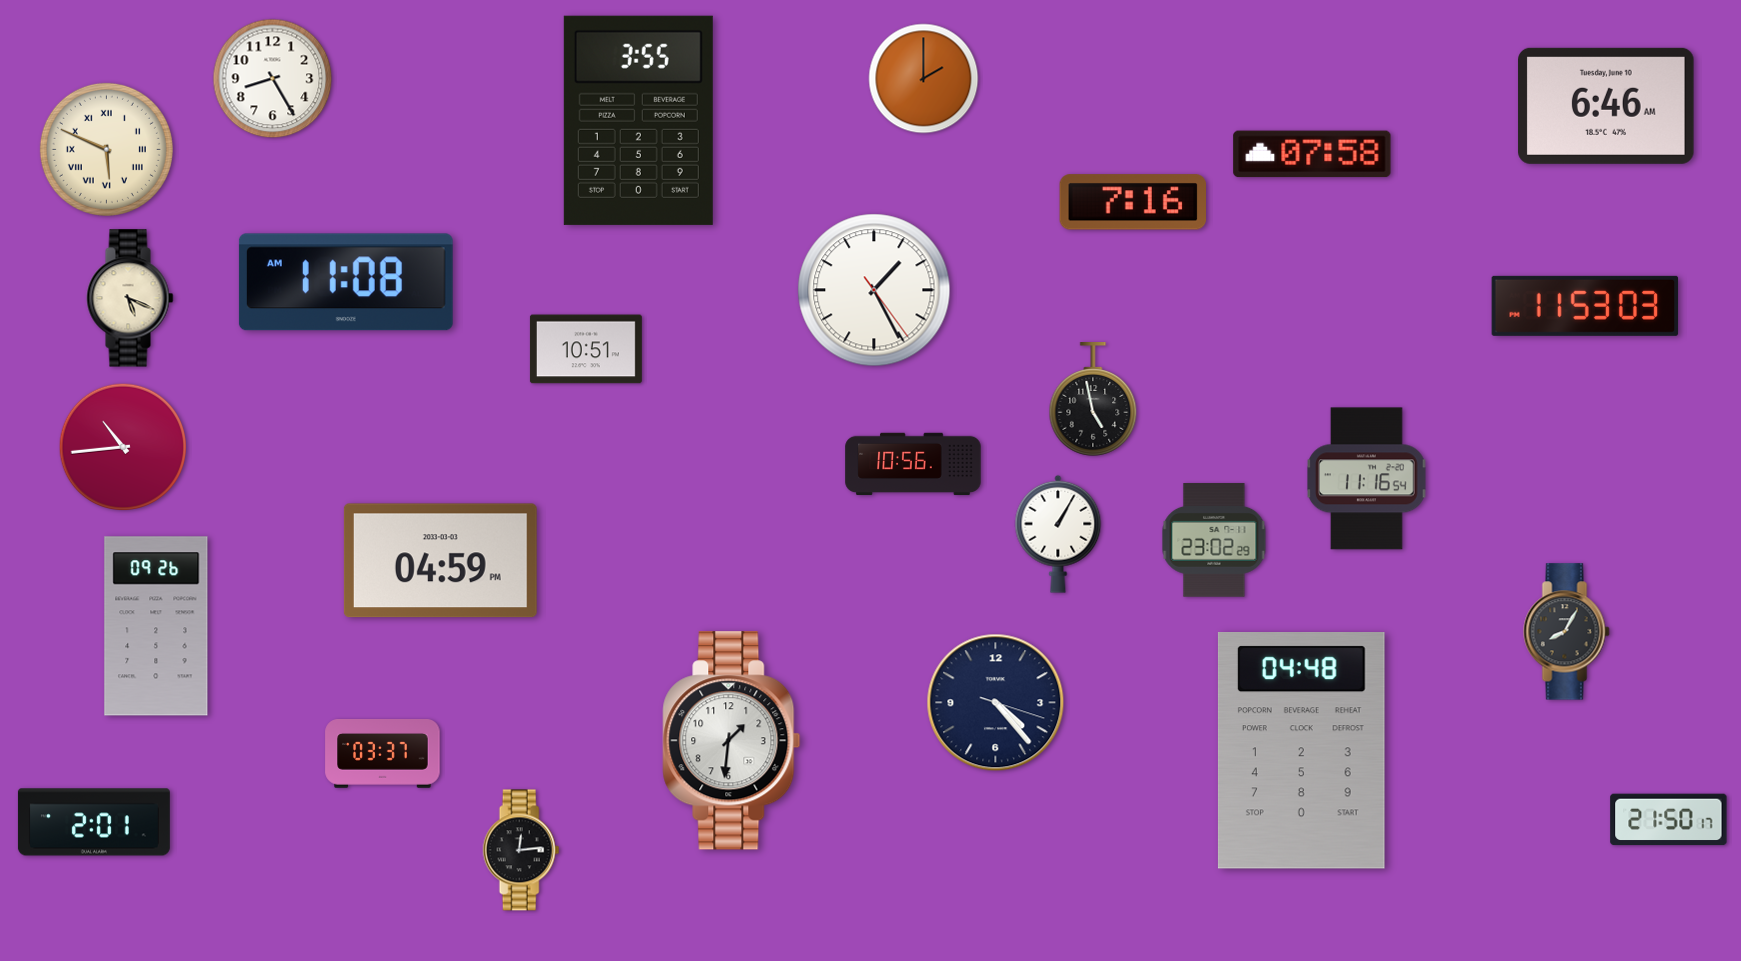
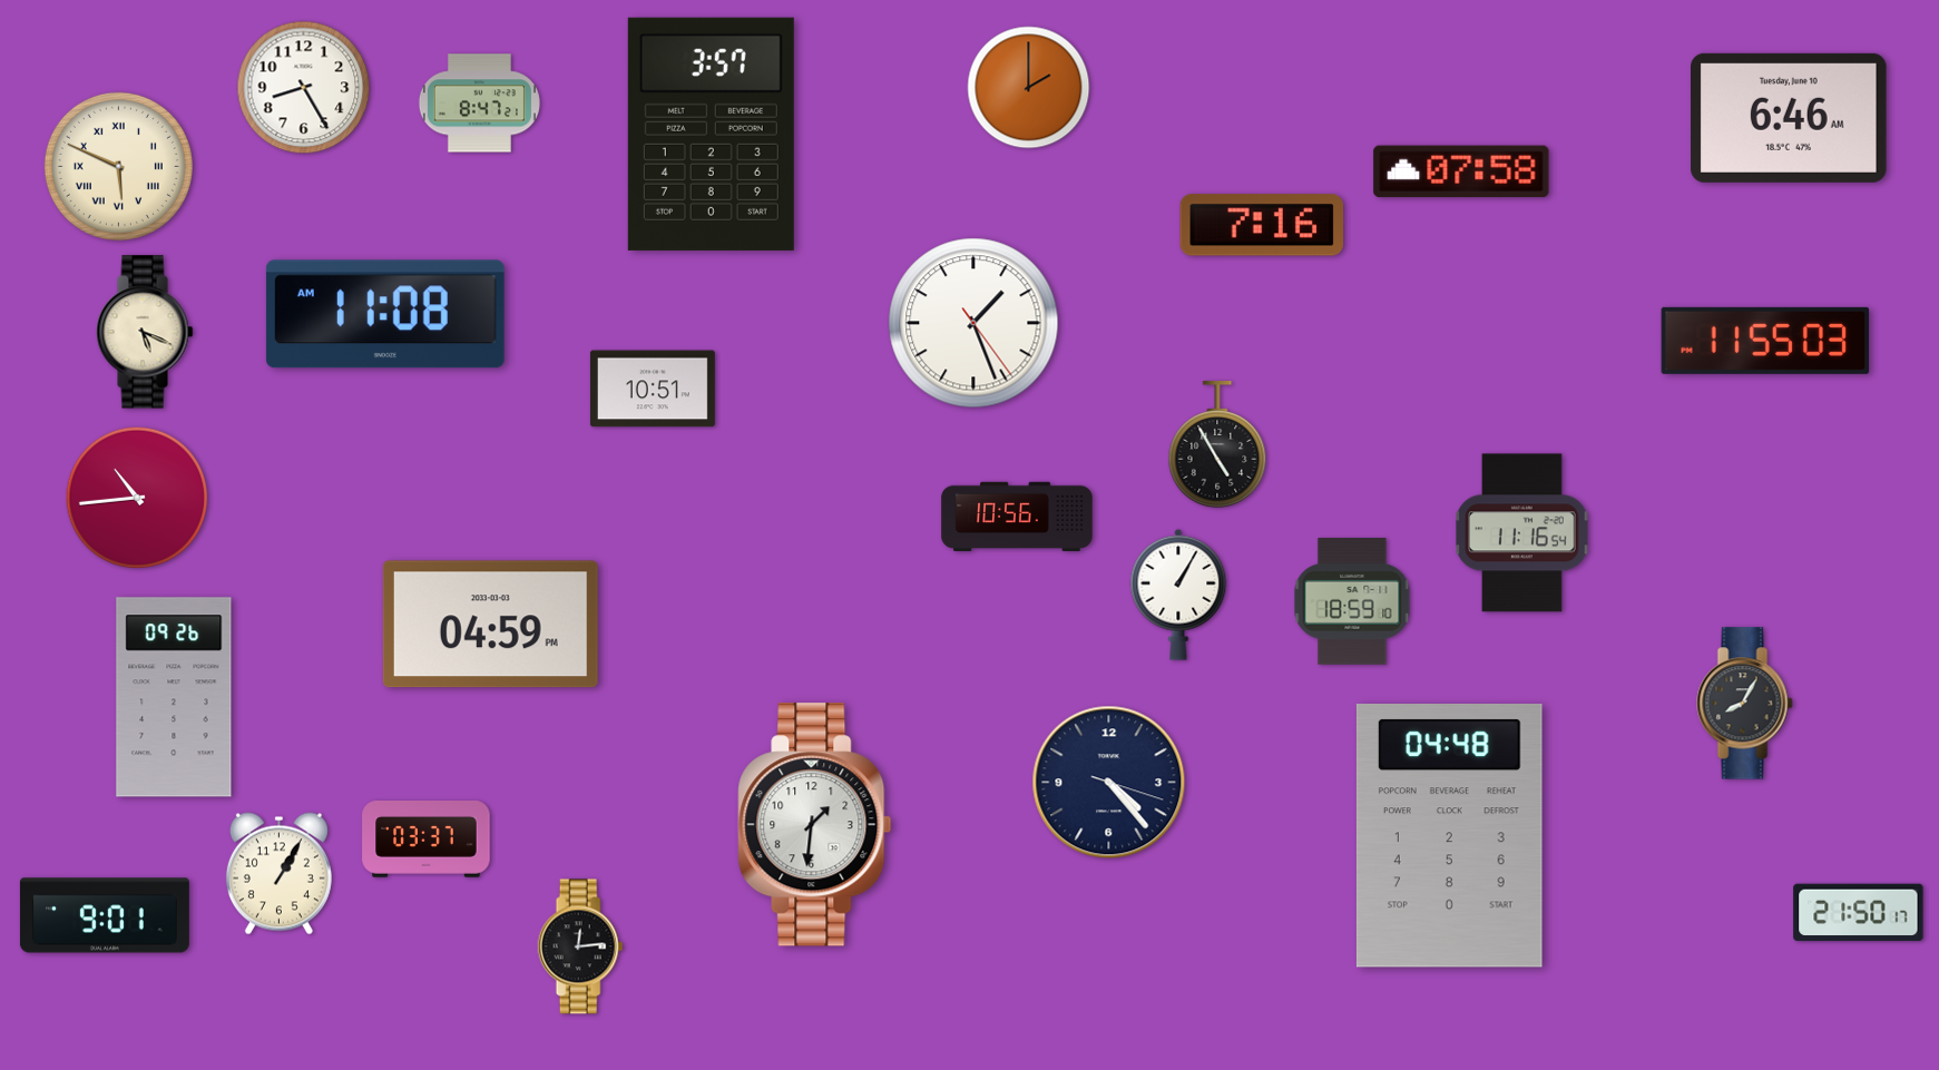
clock at (479, 104): none -> 8:47
clock at (638, 120): 3:55 -> 3:57
clock at (874, 290): 1:25 -> 1:26
clock at (1585, 306): 11:53 -> 11:55
clock at (1093, 399): 4:58 -> 4:55
clock at (1214, 540): 23:02 -> 18:59
clock at (278, 874): none -> 1:05
clock at (94, 822): 2:01 -> 9:01
